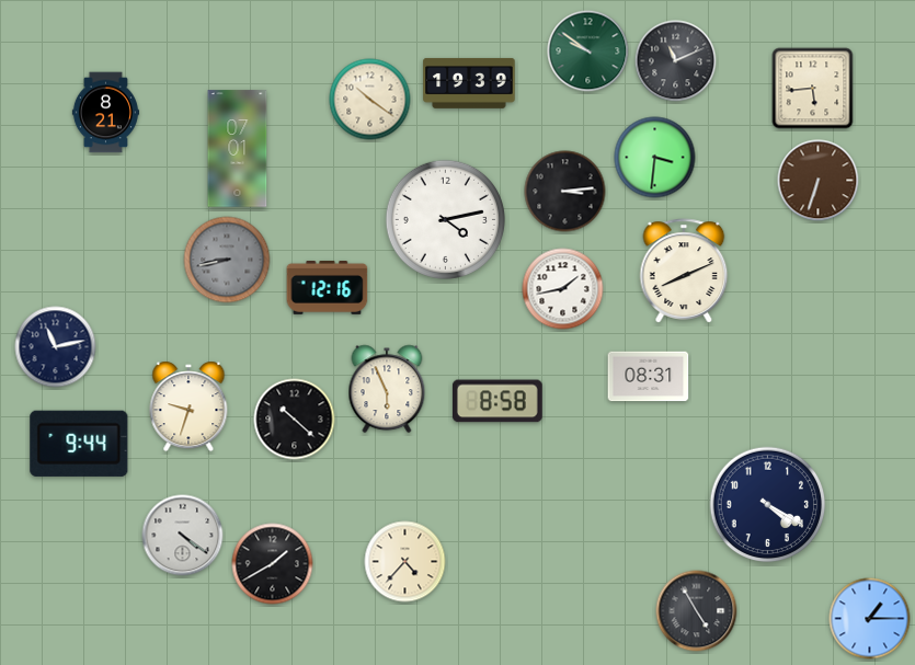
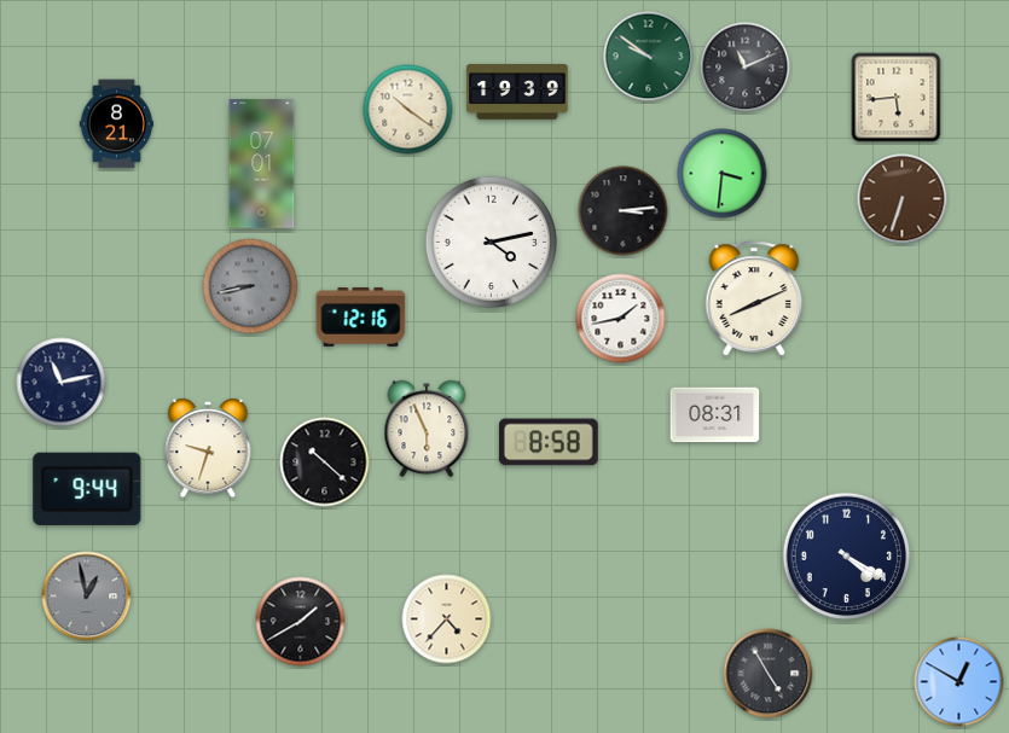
clock at (183, 536): 4:21 -> none
clock at (87, 597): none -> 12:58
clock at (870, 619): 1:15 -> 12:50
